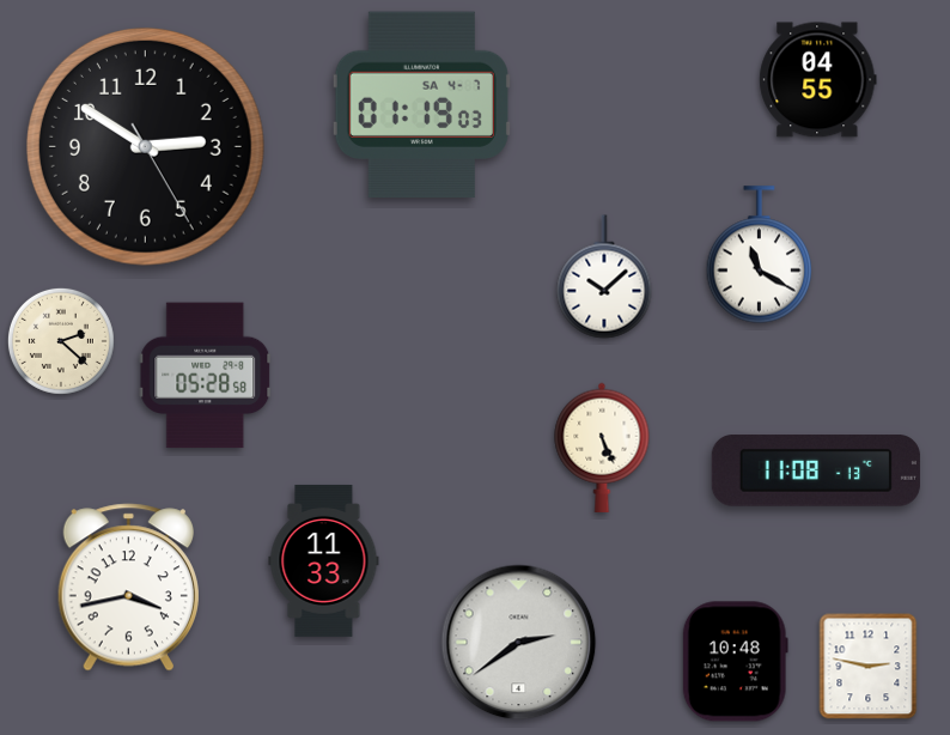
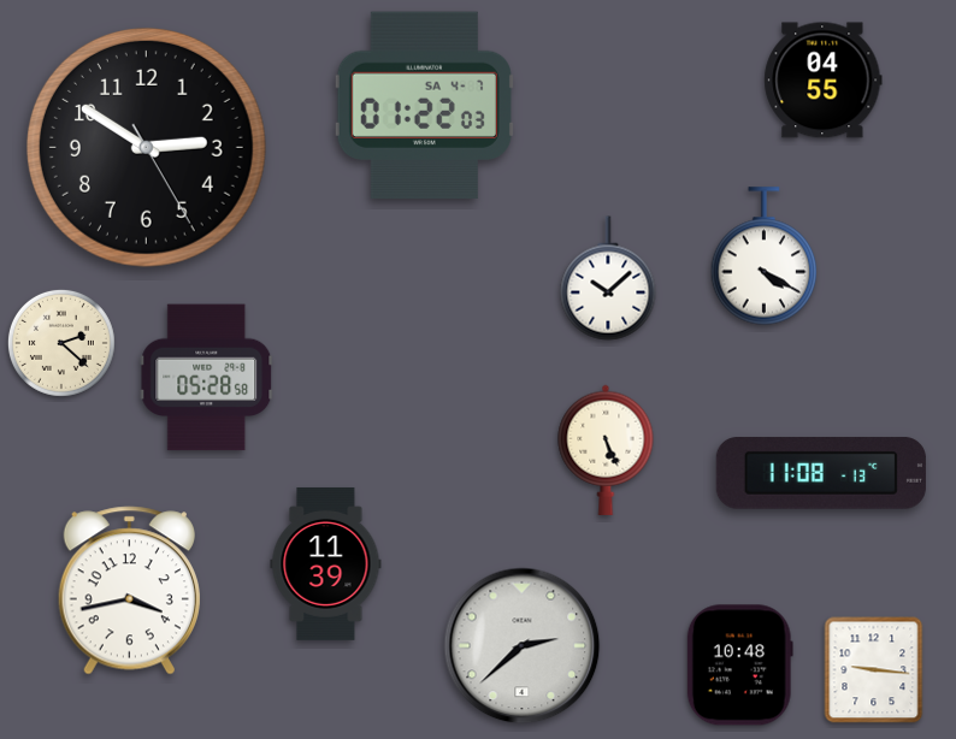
clock at (421, 105): 01:19 -> 01:22
clock at (760, 255): 11:20 -> 4:20
clock at (324, 560): 11:33 -> 11:39
clock at (519, 643): 2:39 -> 2:38
clock at (869, 667): 2:47 -> 9:16
